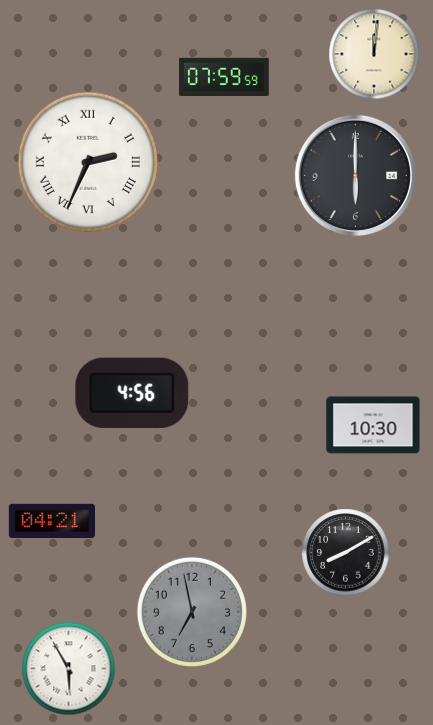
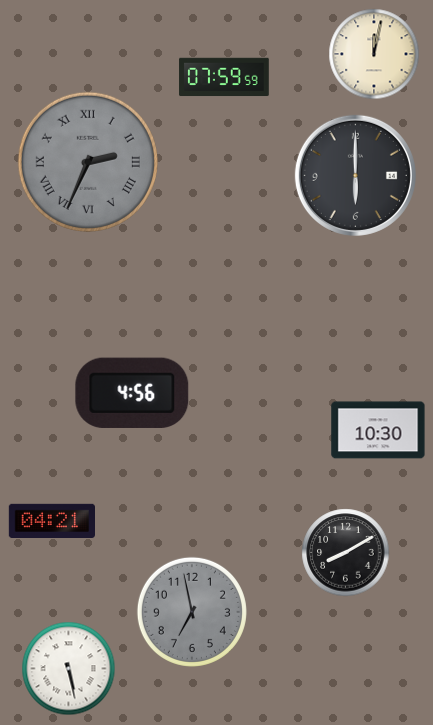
clock at (374, 54): 12:01 -> 12:02
clock at (88, 162) dial: white -> grey
clock at (373, 425) position: (373, 425) -> (378, 430)
clock at (69, 669): 5:55 -> 5:28
